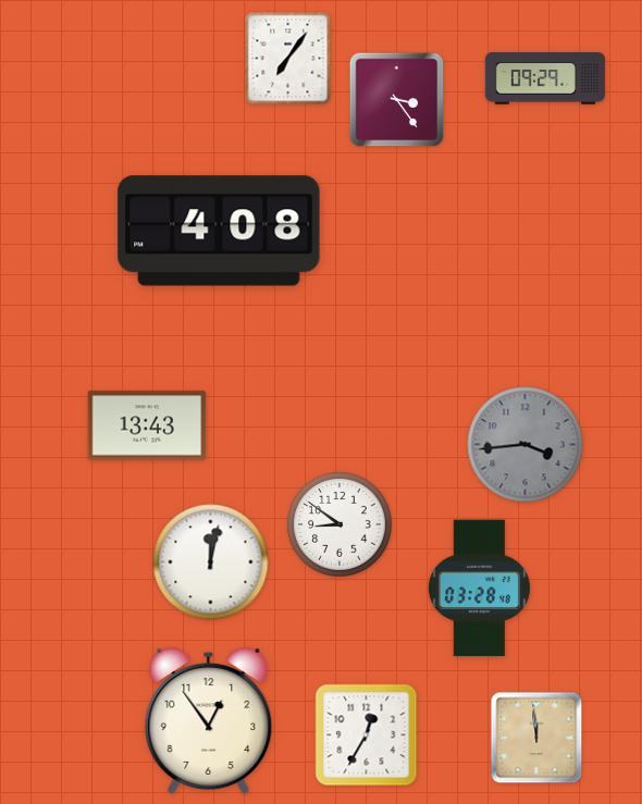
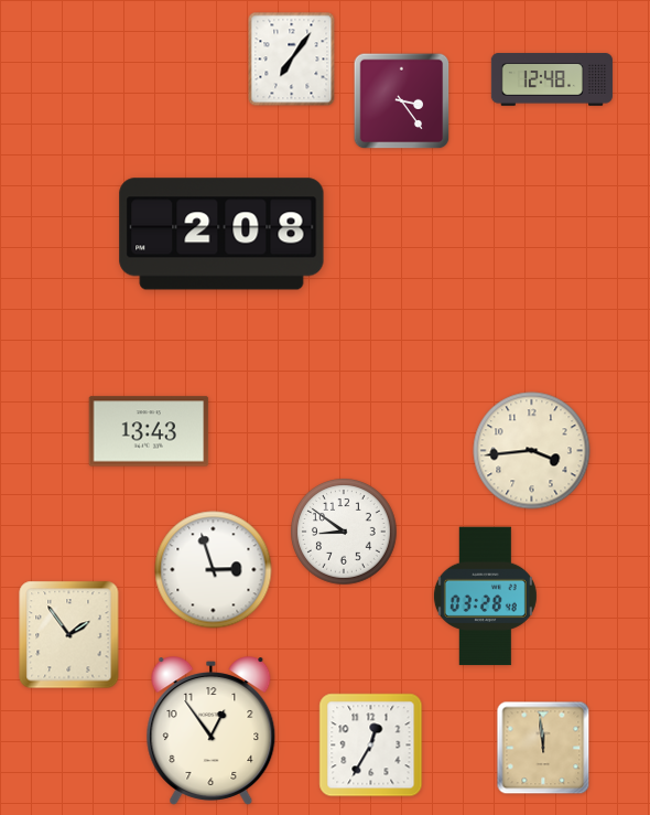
clock at (545, 78): 09:29 -> 12:48
clock at (219, 231): 4:08 -> 2:08
clock at (526, 445) dial: grey -> cream
clock at (211, 562): 12:02 -> 2:57
clock at (69, 635): none -> 1:54
